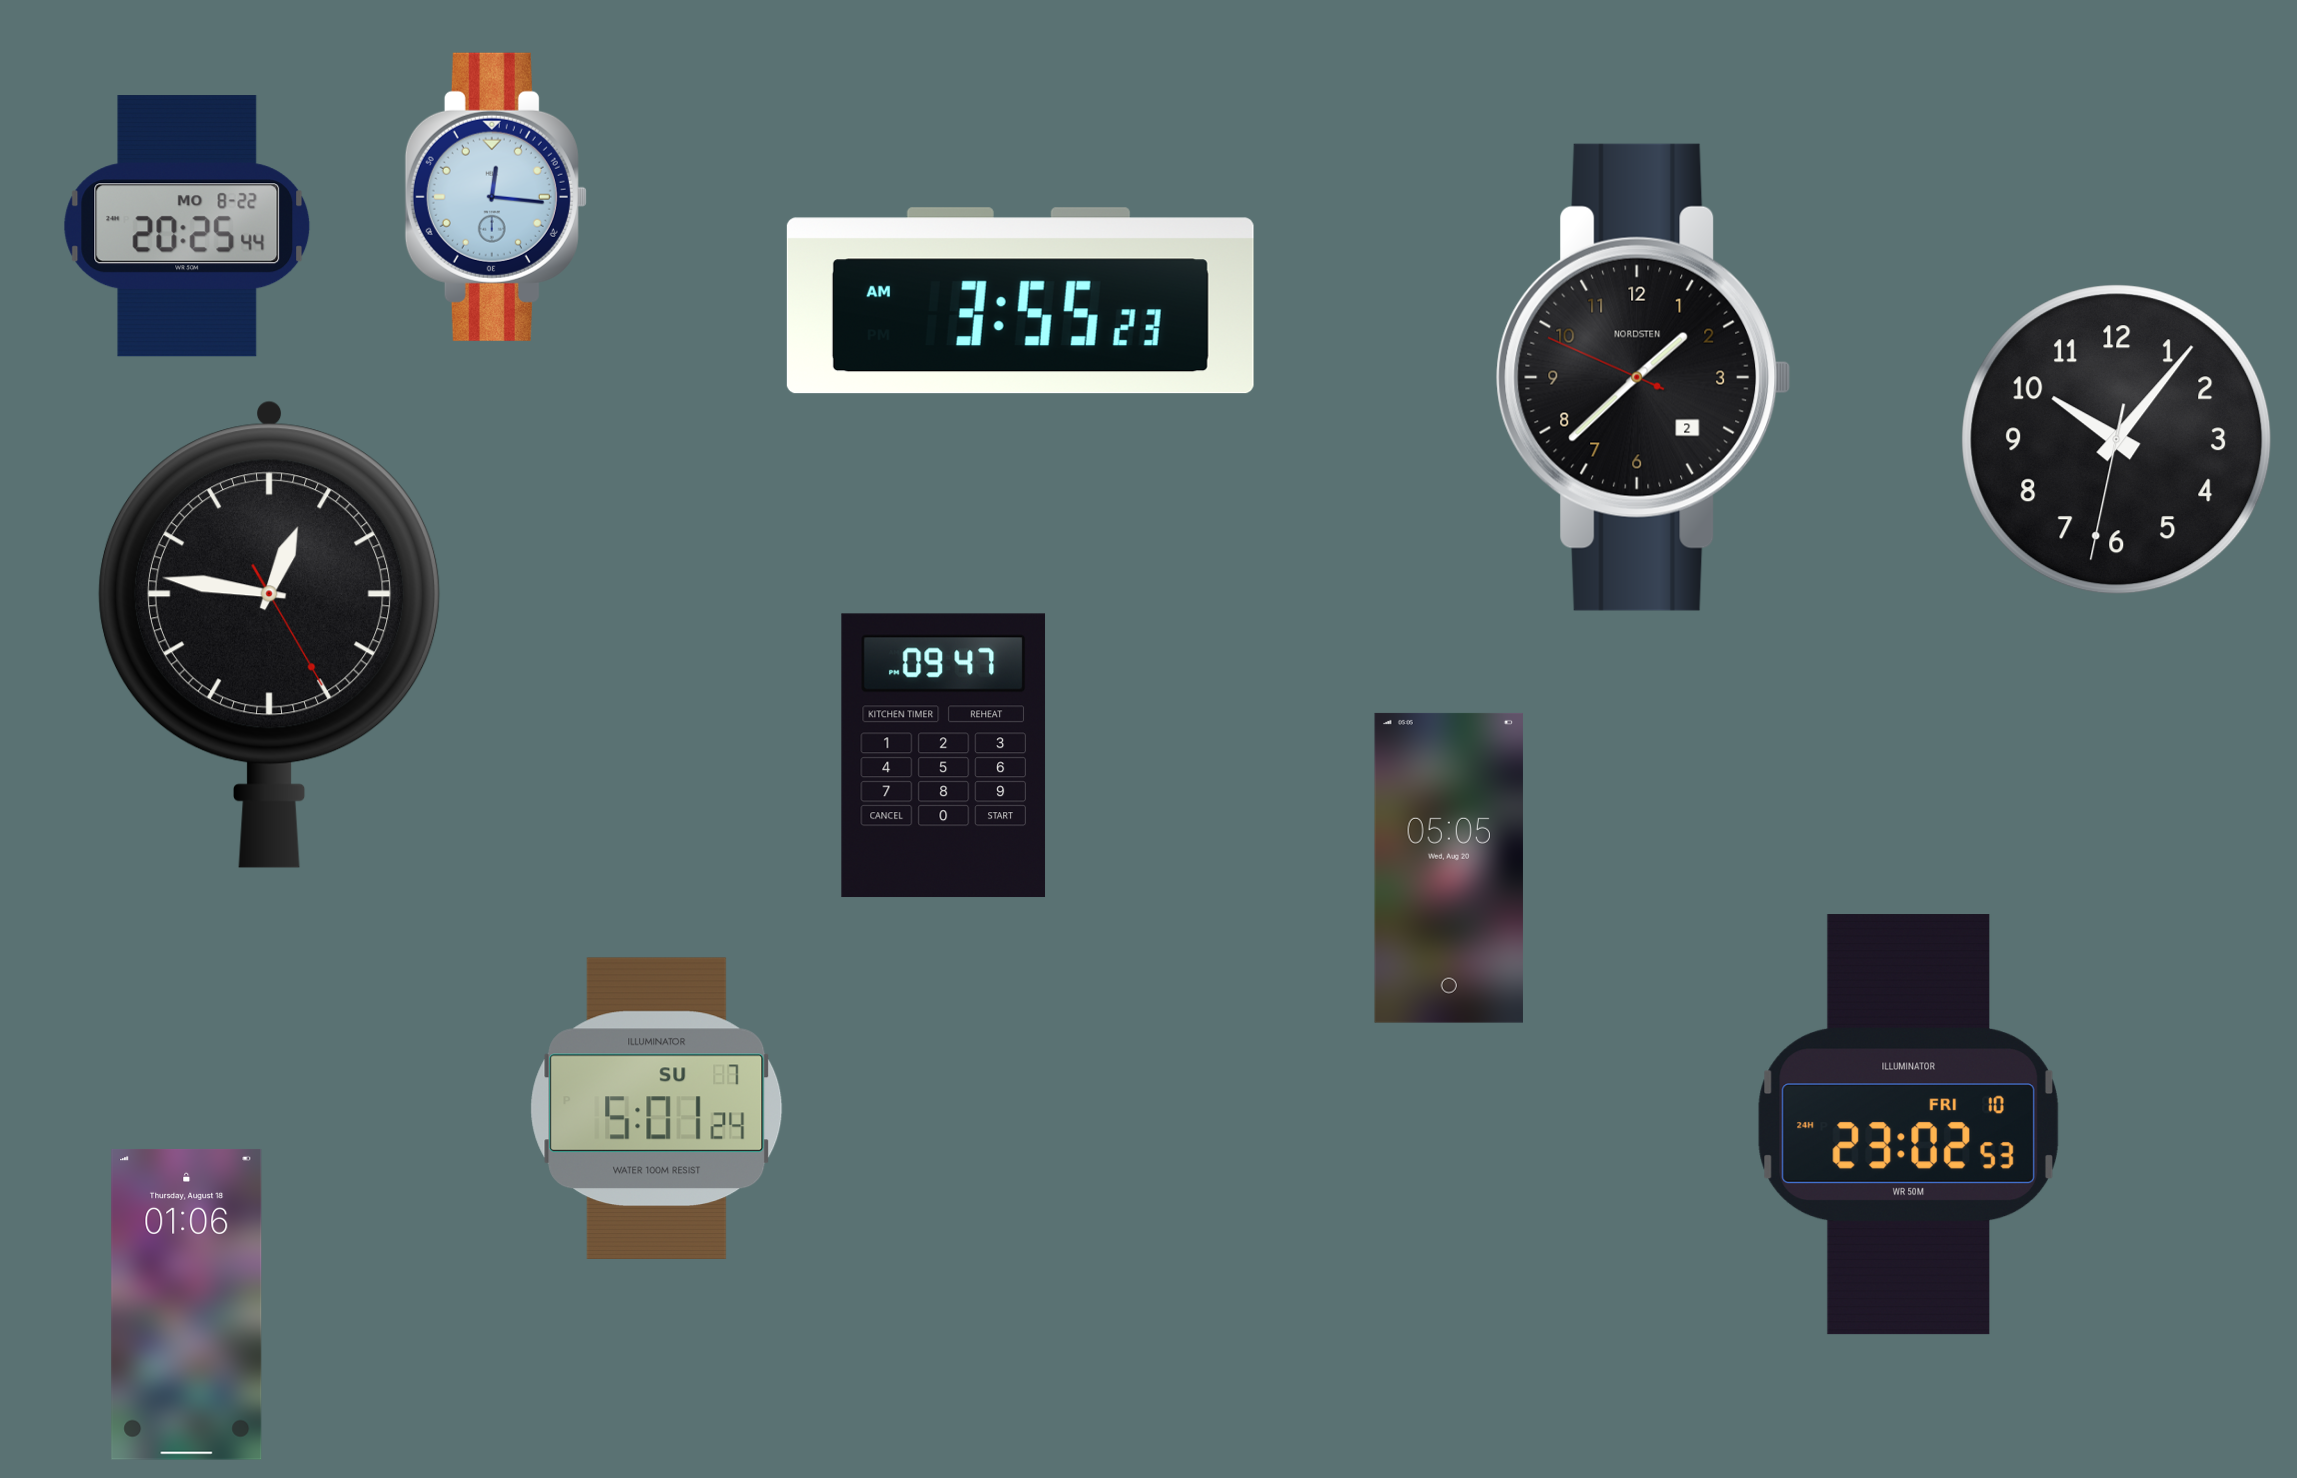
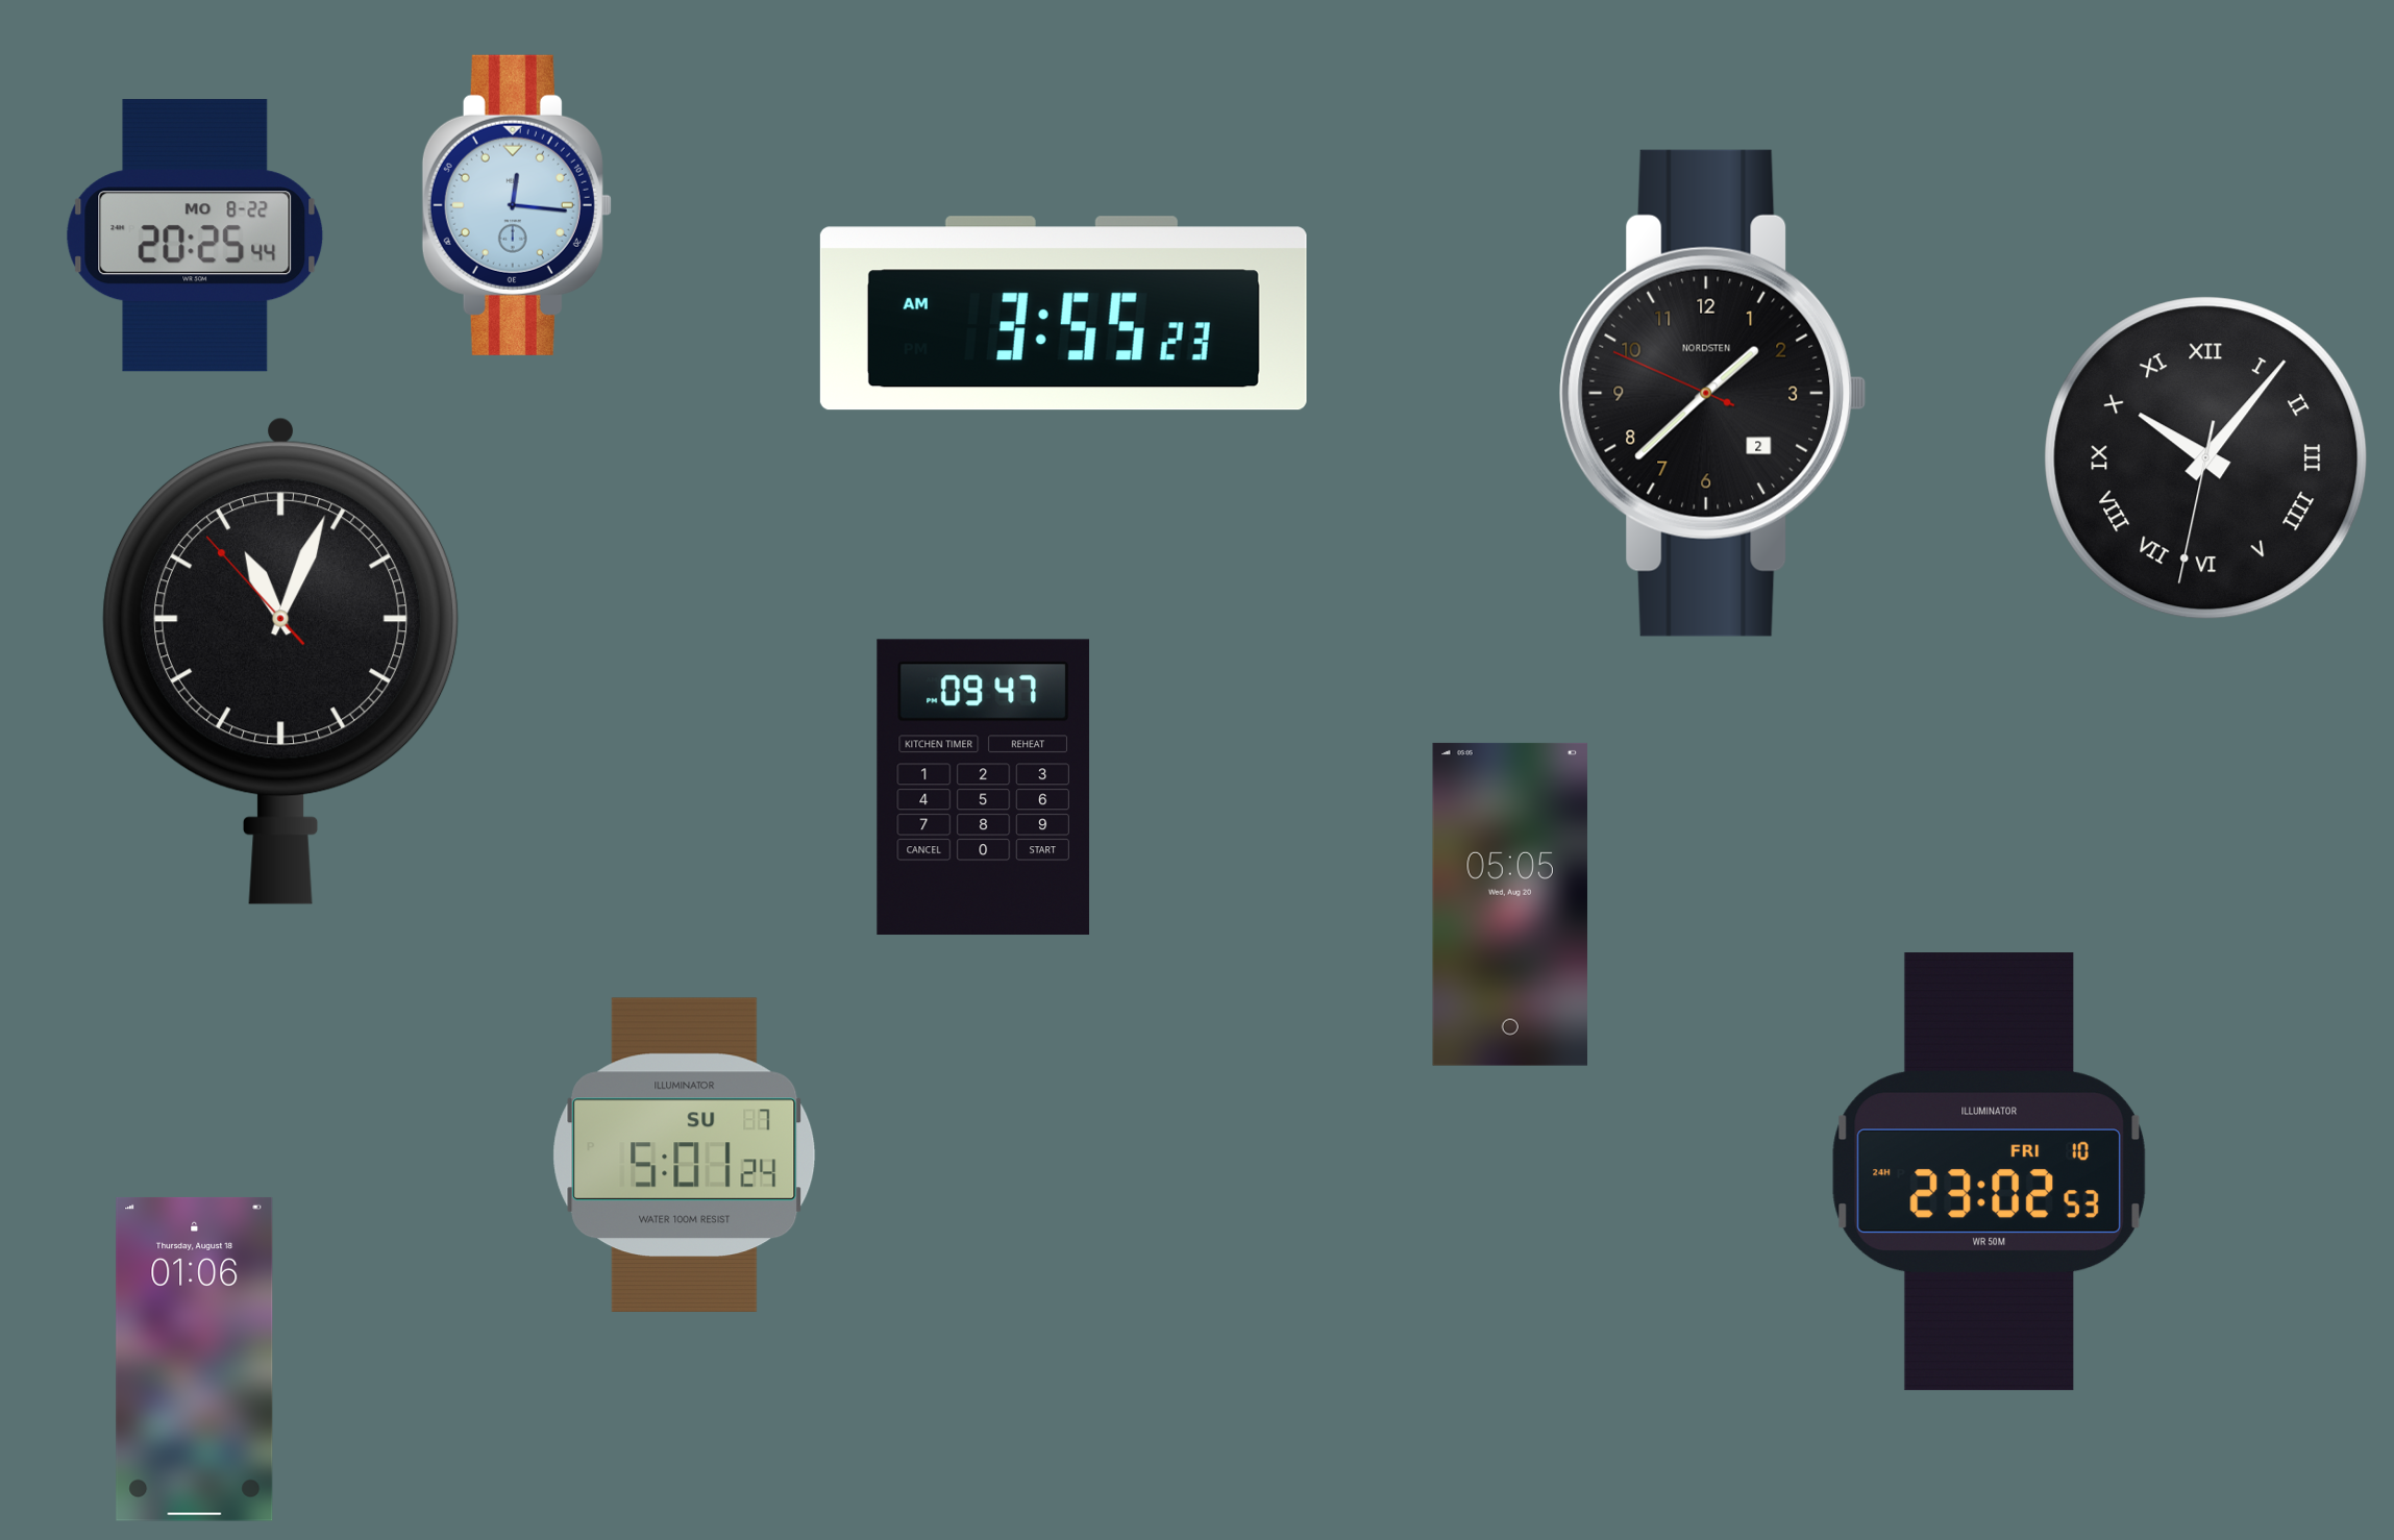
clock at (2117, 440) numerals: Arabic -> Roman
clock at (269, 634): 12:46 -> 11:03
